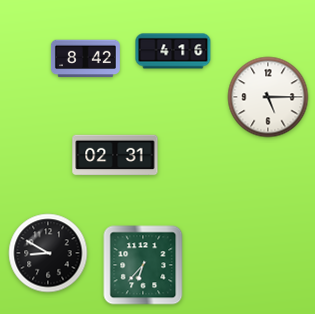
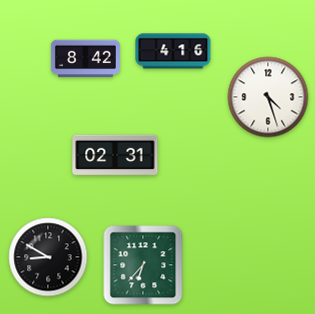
clock at (268, 97): 5:15 -> 4:27
clock at (48, 253) position: (48, 253) -> (48, 257)
